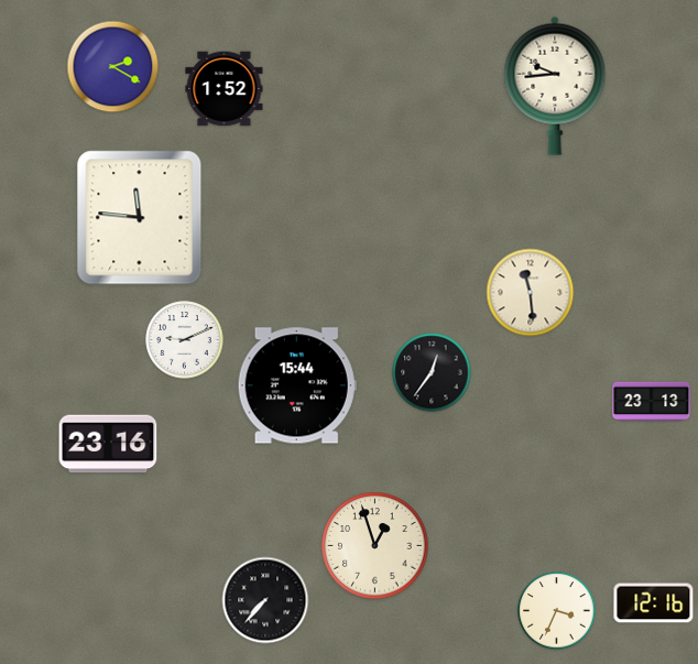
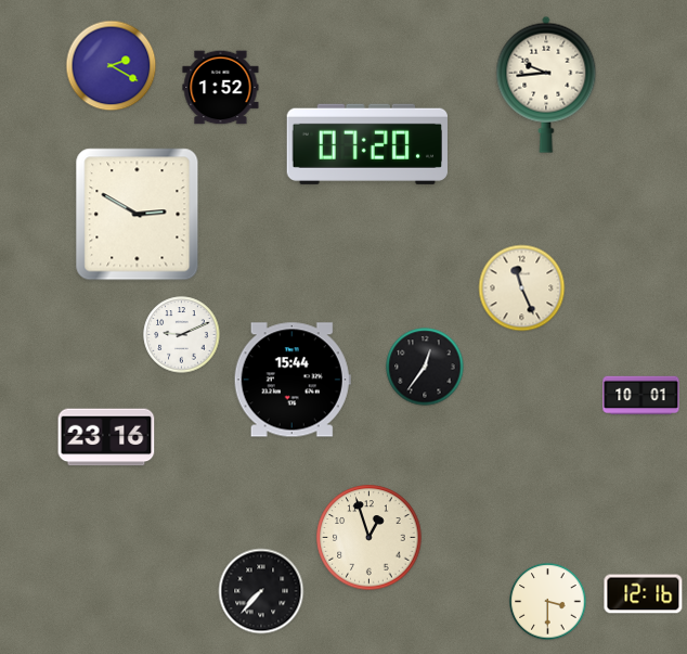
clock at (367, 144): none -> 07:20
clock at (140, 218): 11:46 -> 2:50
clock at (531, 293): 11:29 -> 11:26
clock at (652, 402): 23:13 -> 10:01
clock at (557, 611): 3:34 -> 3:30
